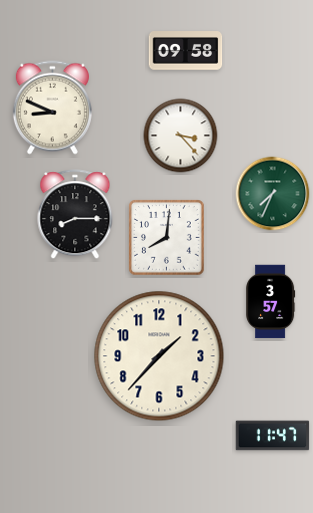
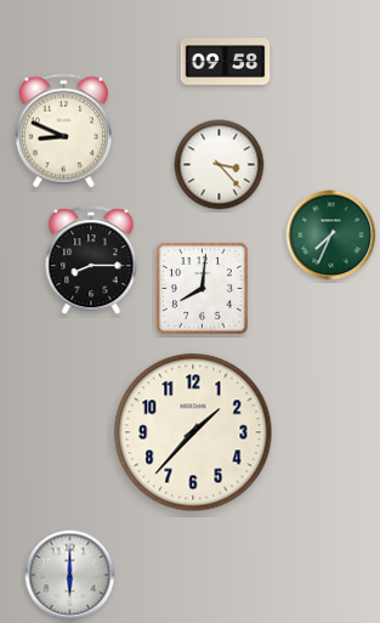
clock at (271, 302): 3:57 -> none
clock at (273, 436): 11:47 -> none
clock at (70, 576): none -> 6:00
